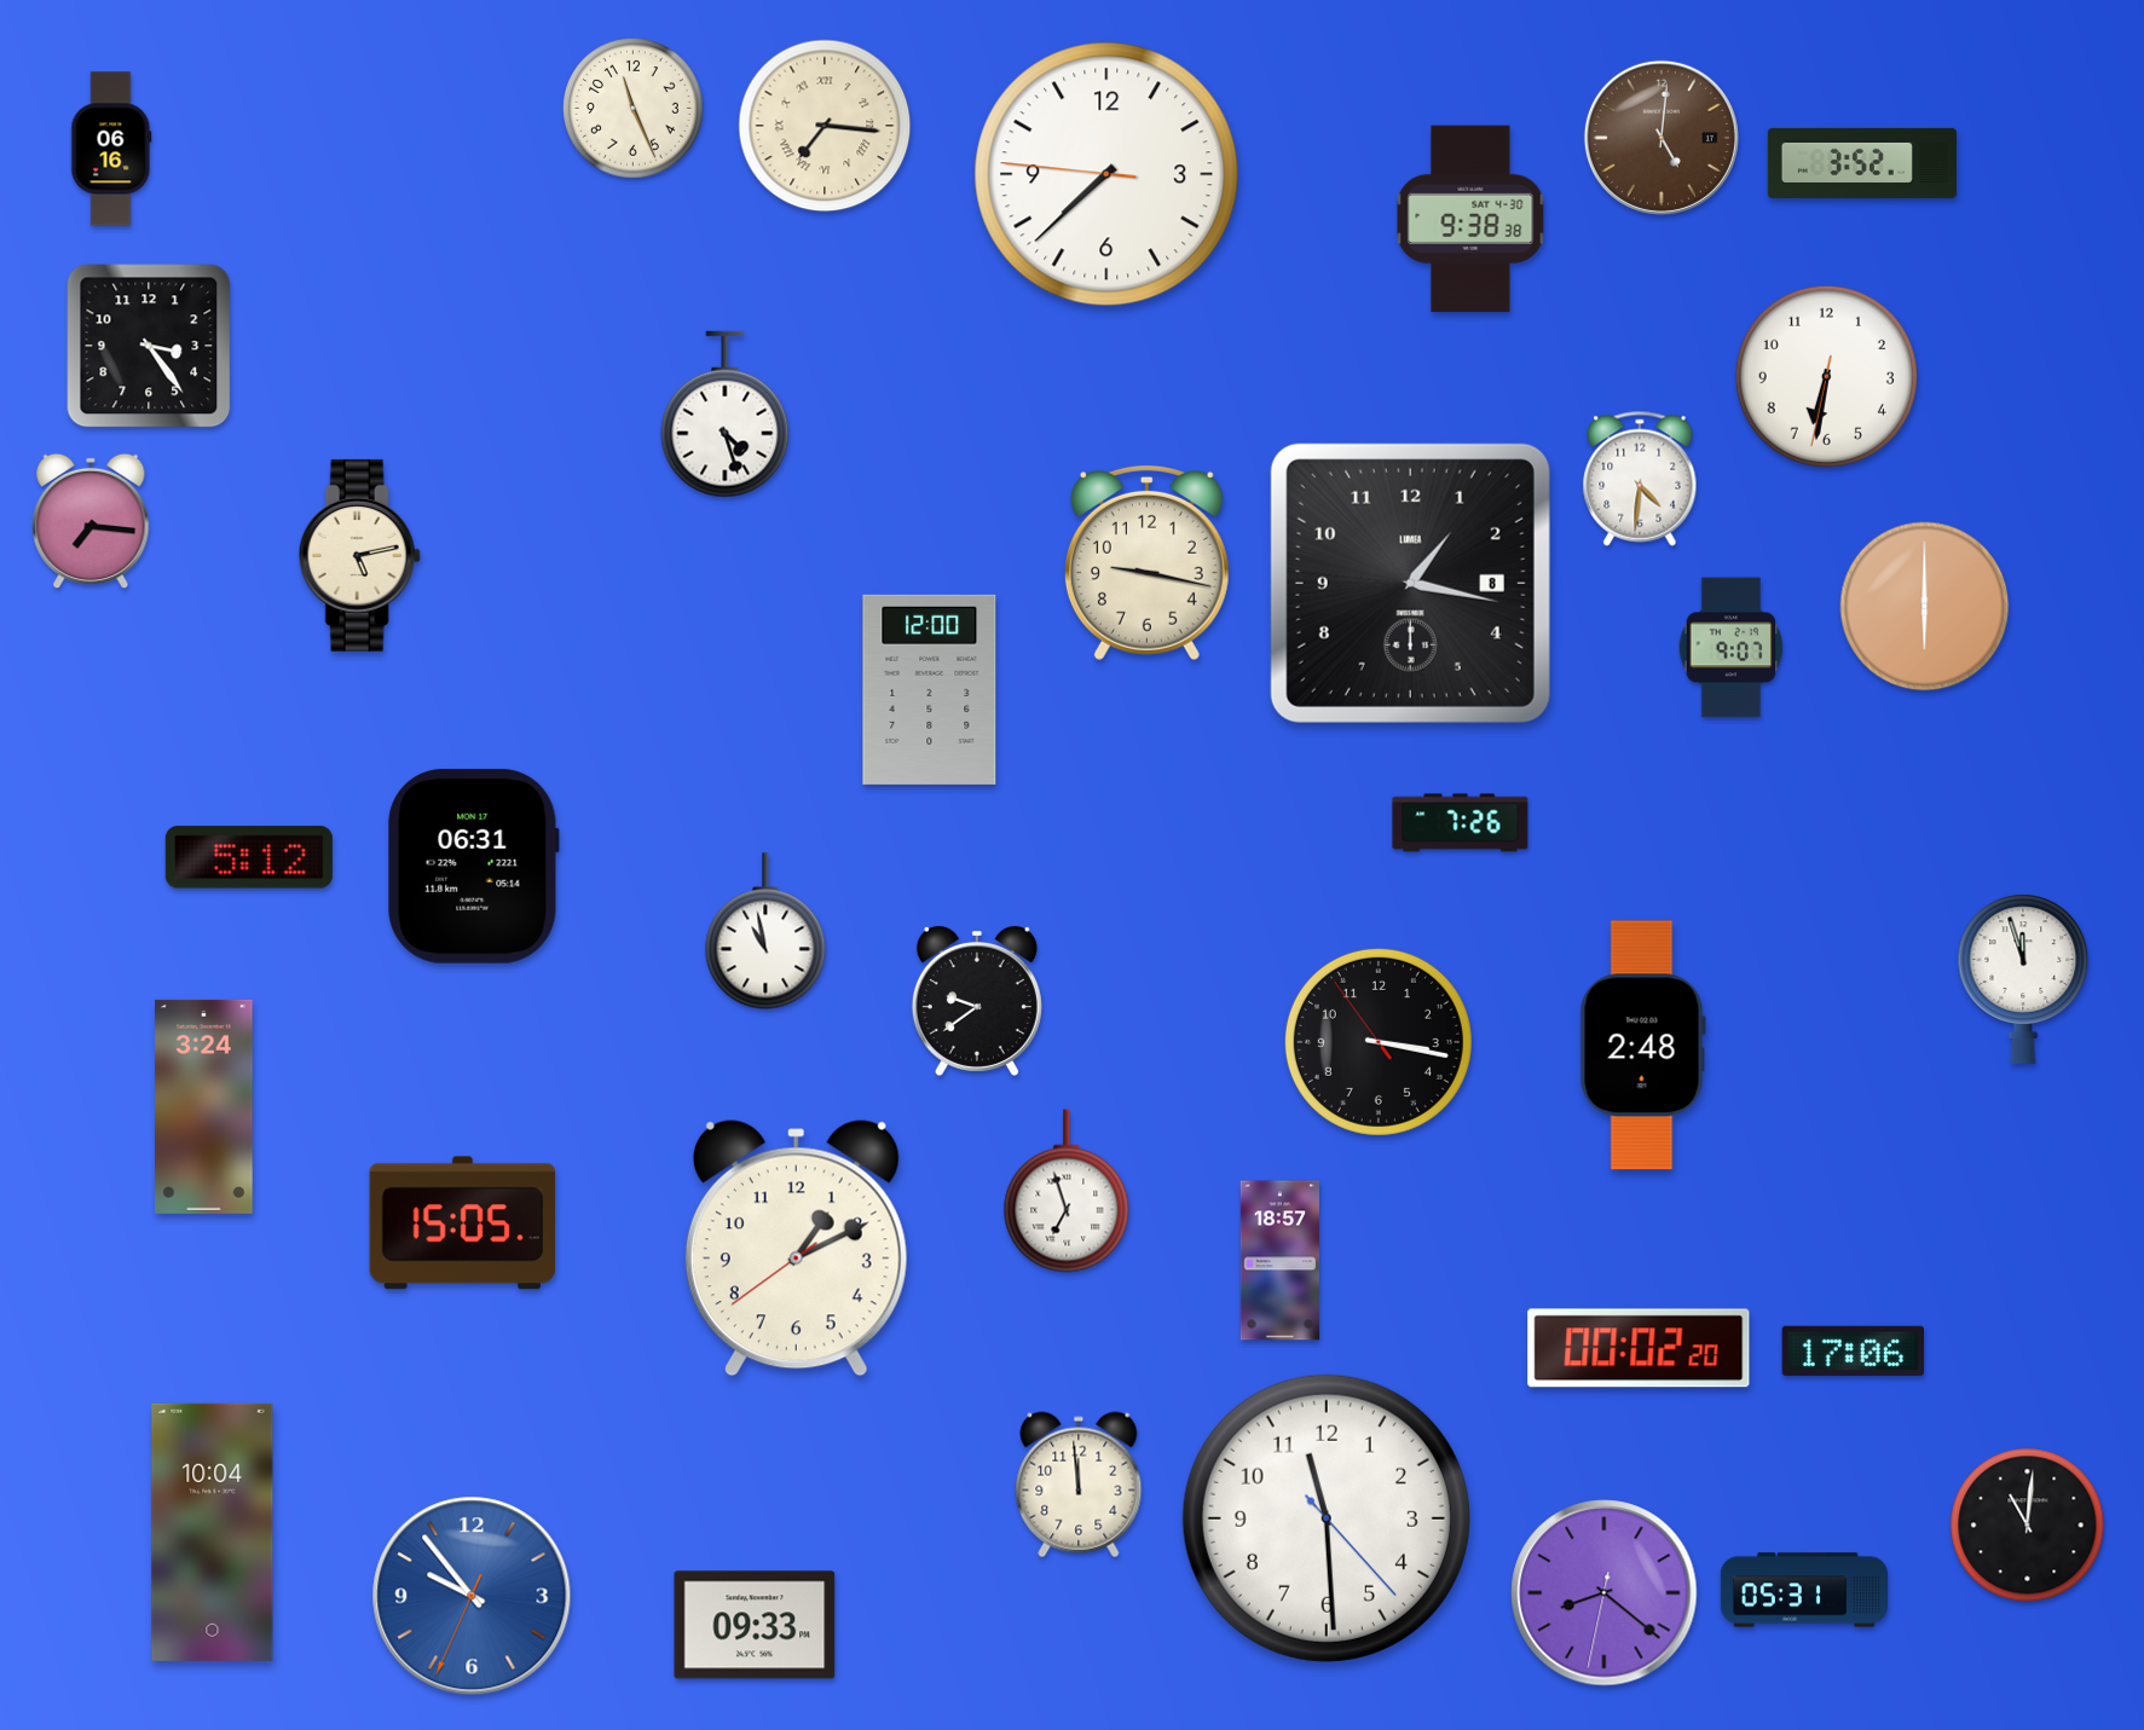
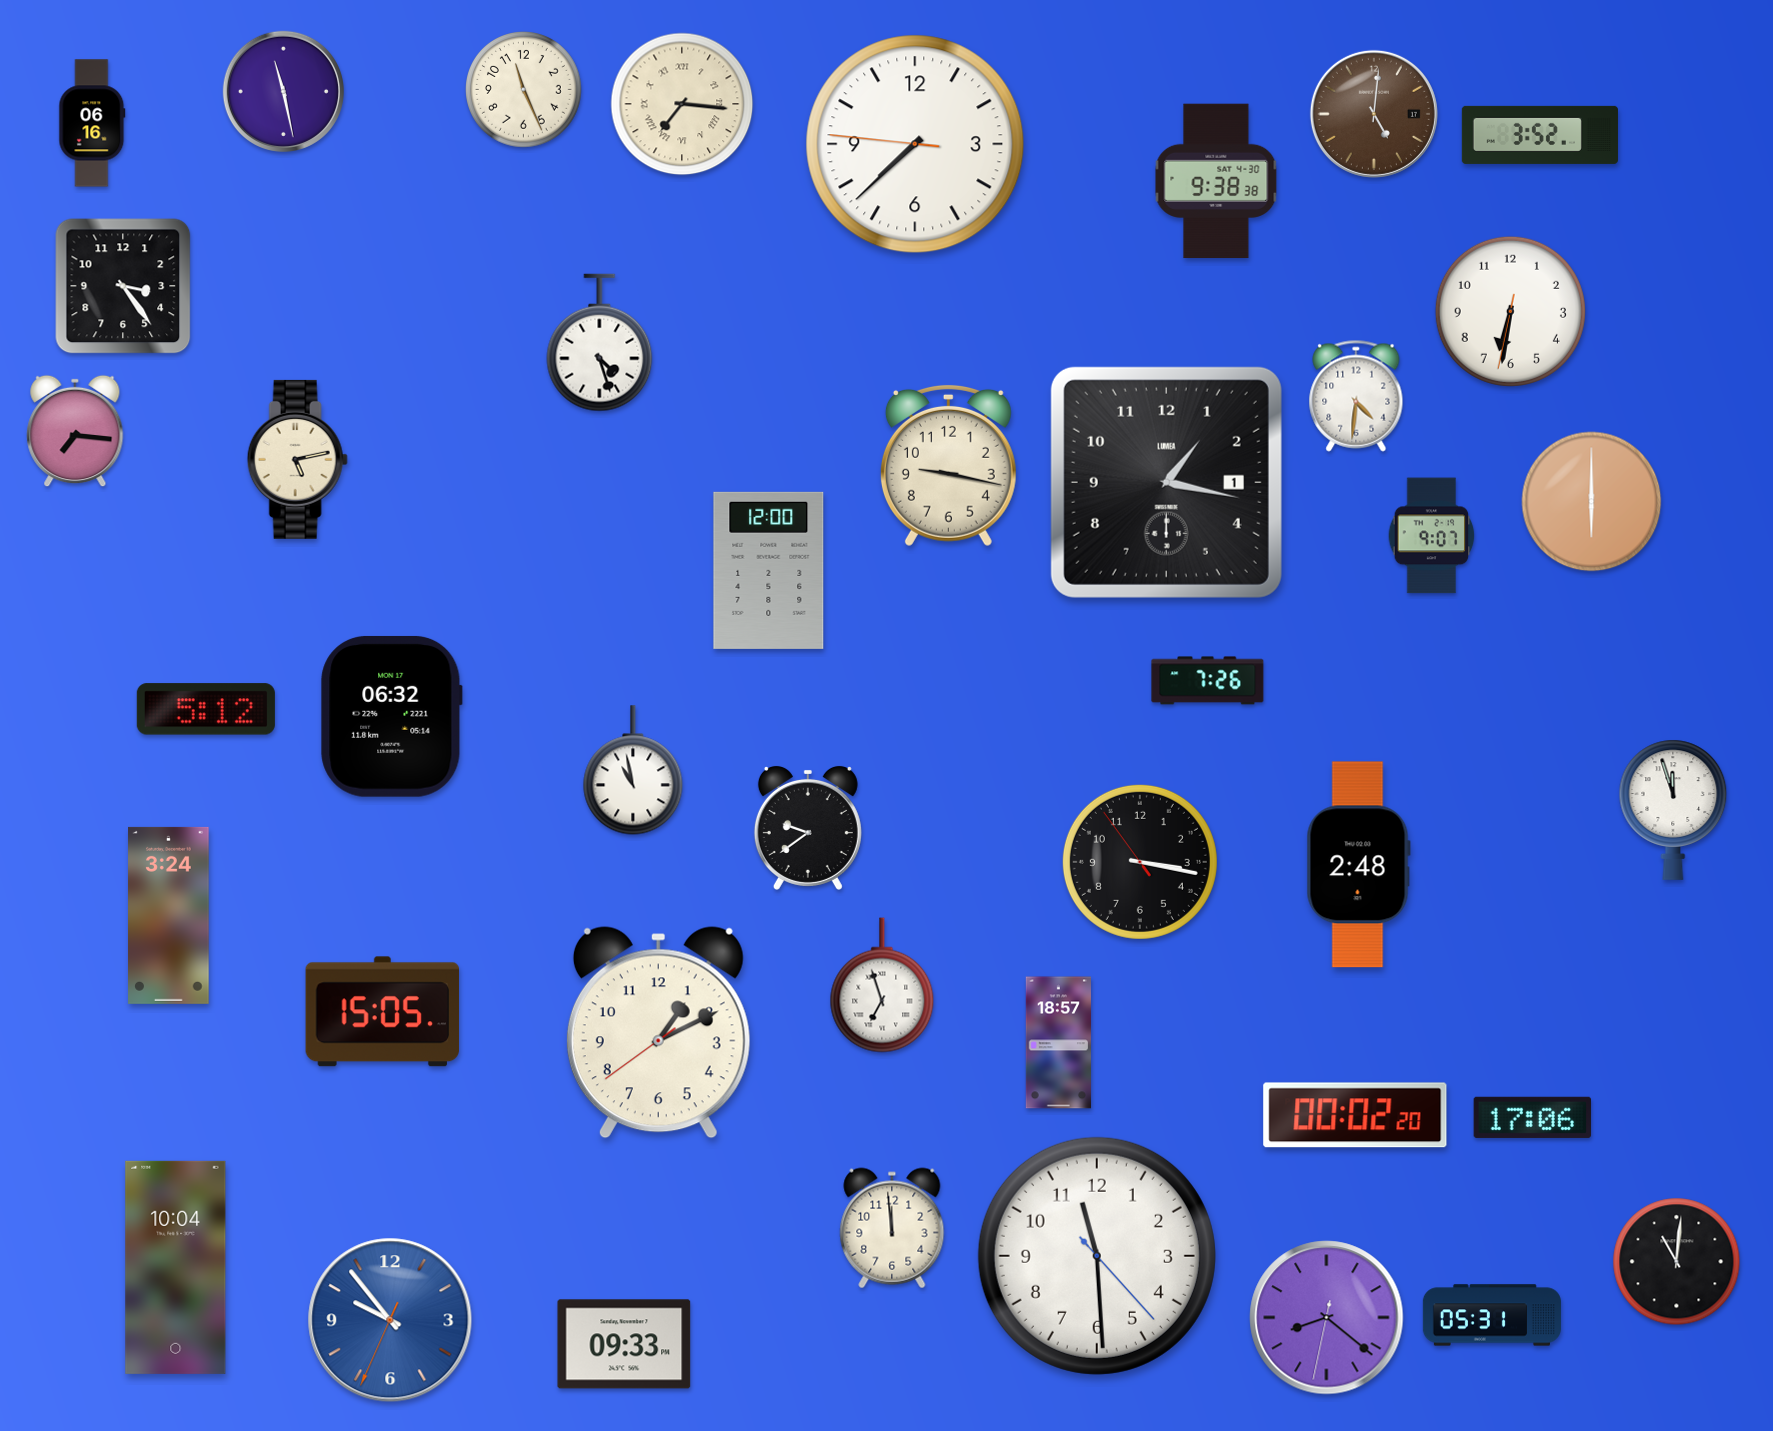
clock at (283, 91): none -> 11:28
clock at (1410, 583) date: 8 -> 1
clock at (474, 866): 06:31 -> 06:32
